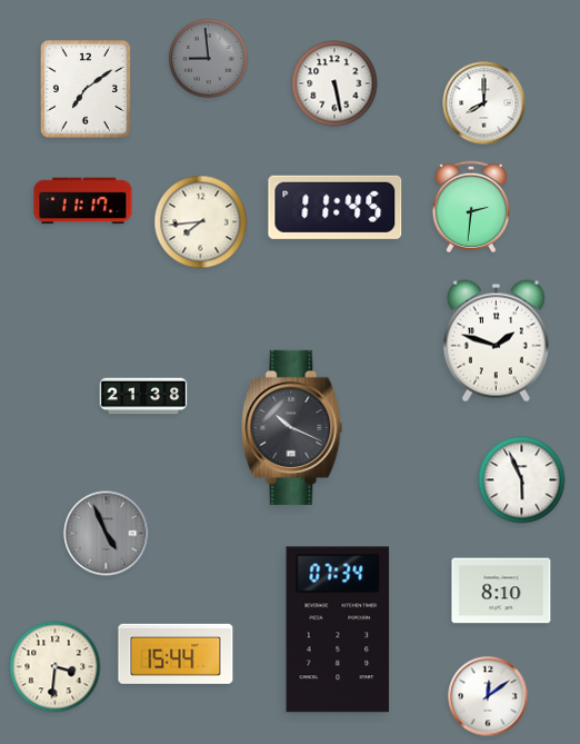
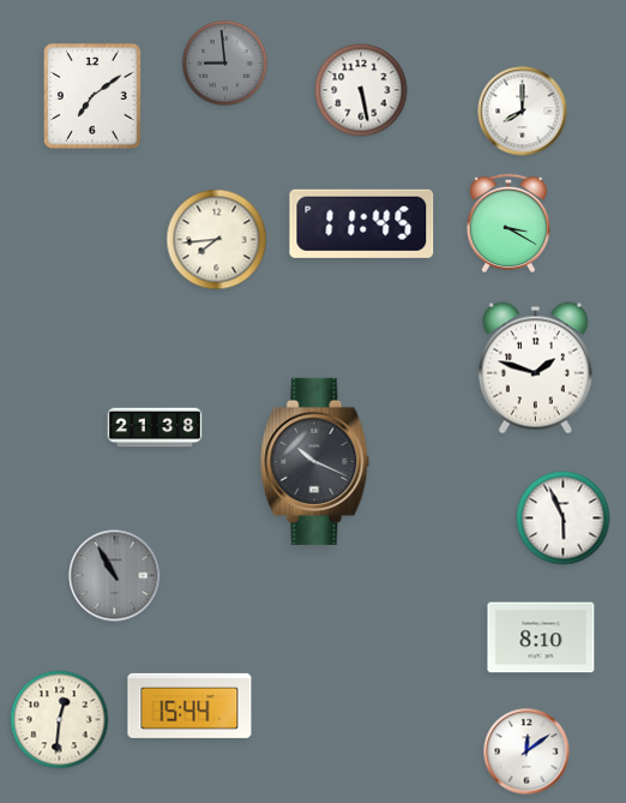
clock at (83, 201): 11:17 -> none
clock at (470, 206): 2:31 -> 3:20
clock at (107, 534): 4:56 -> 10:55
clock at (338, 629): 07:34 -> none
clock at (56, 667): 3:31 -> 12:31
